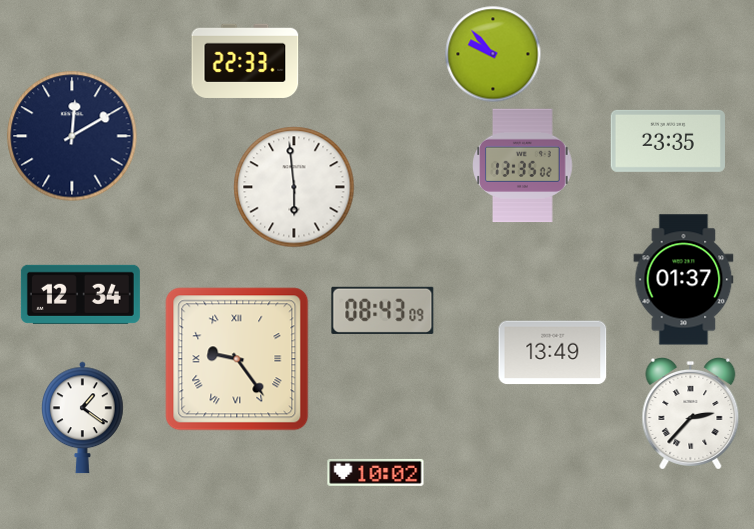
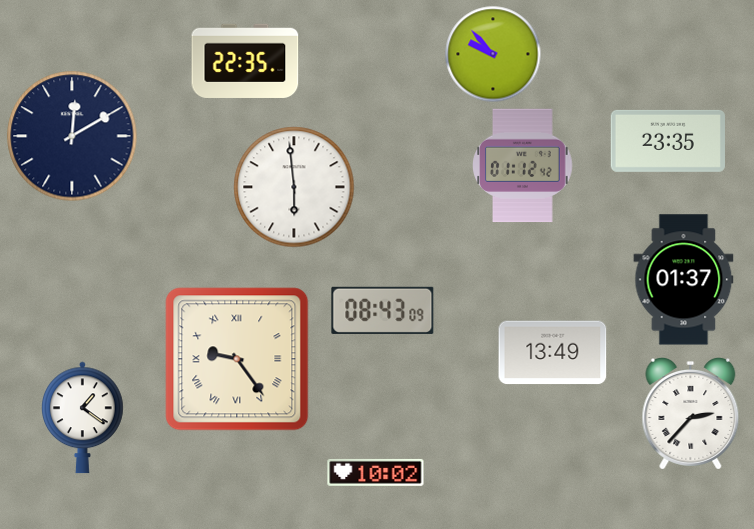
clock at (245, 61): 22:33 -> 22:35
clock at (523, 166): 13:35 -> 01:12
clock at (80, 294): 12:34 -> none
